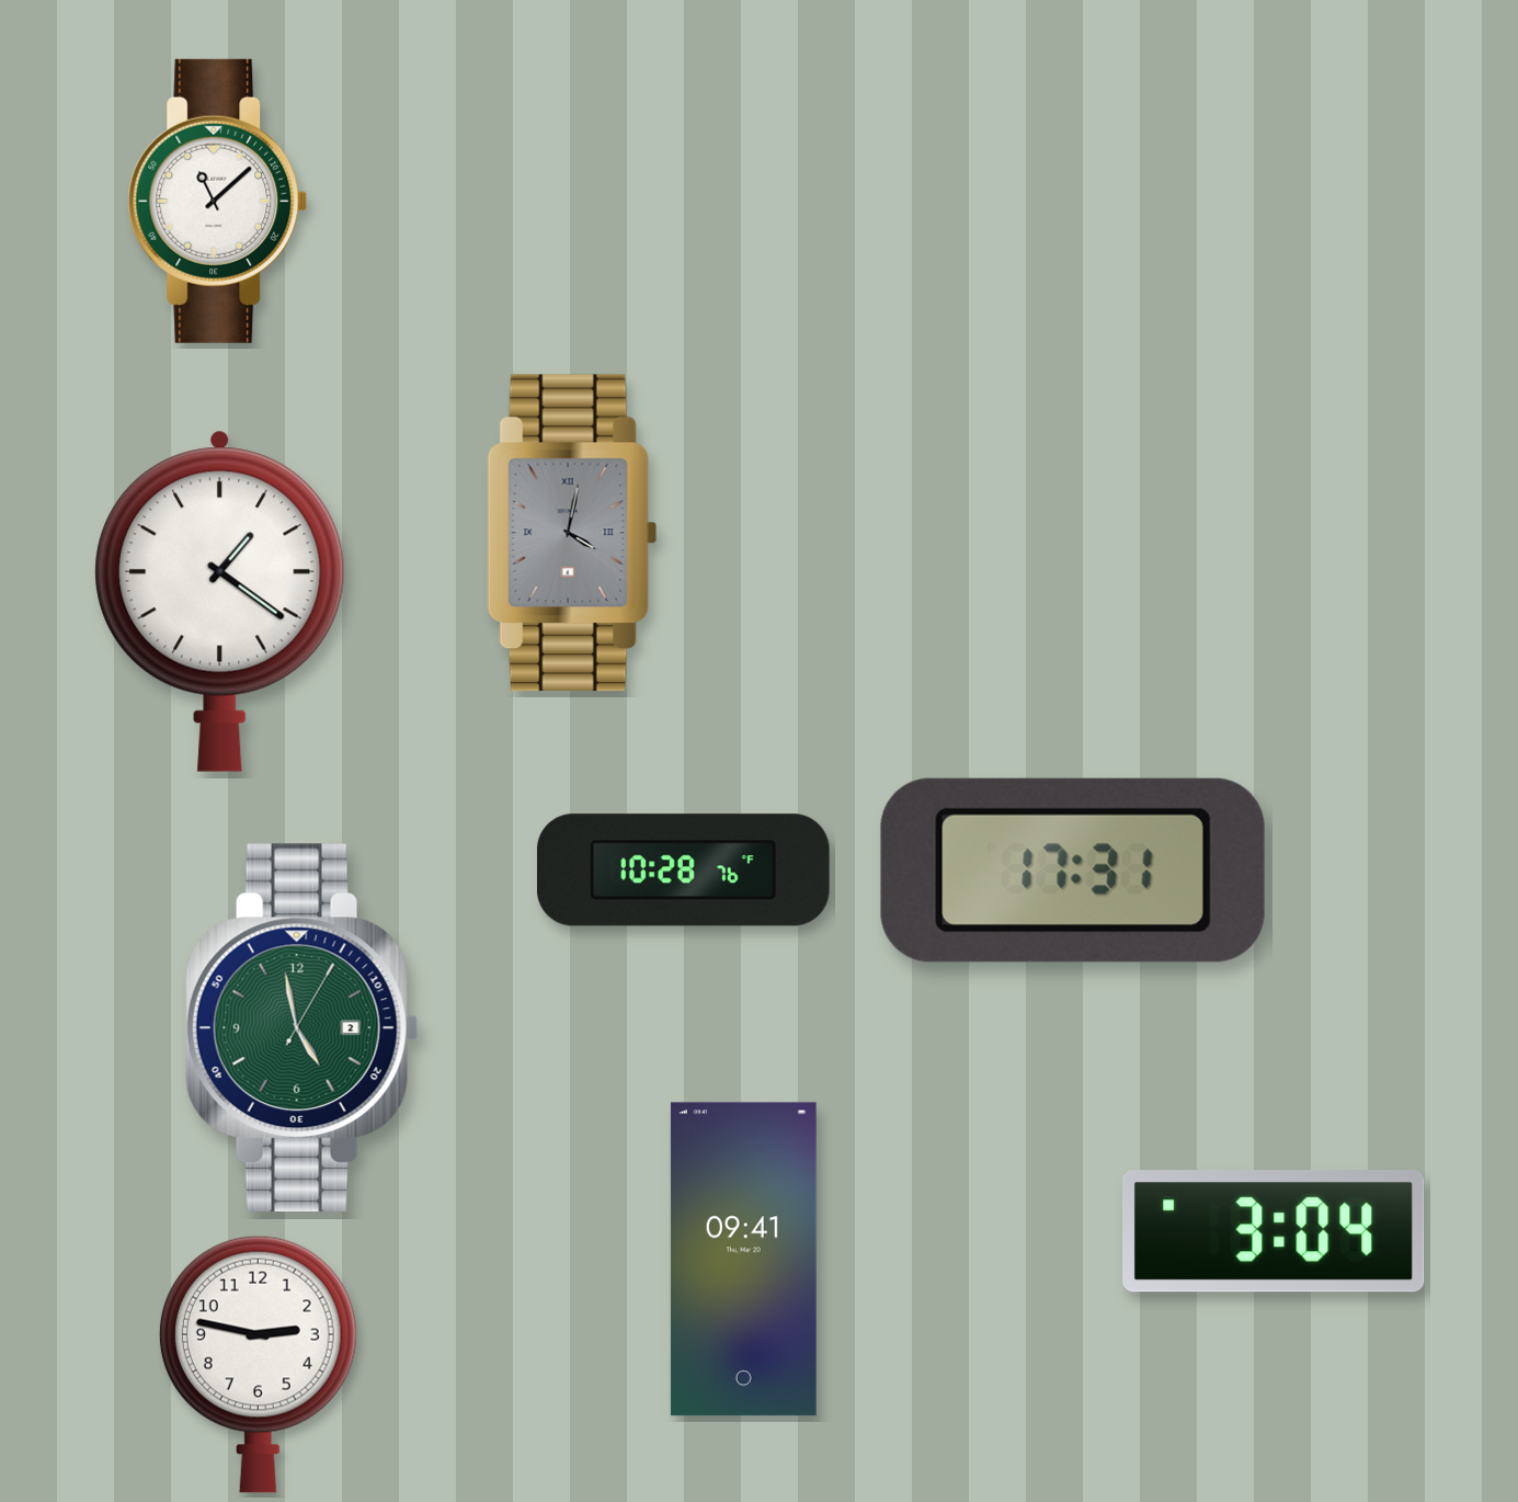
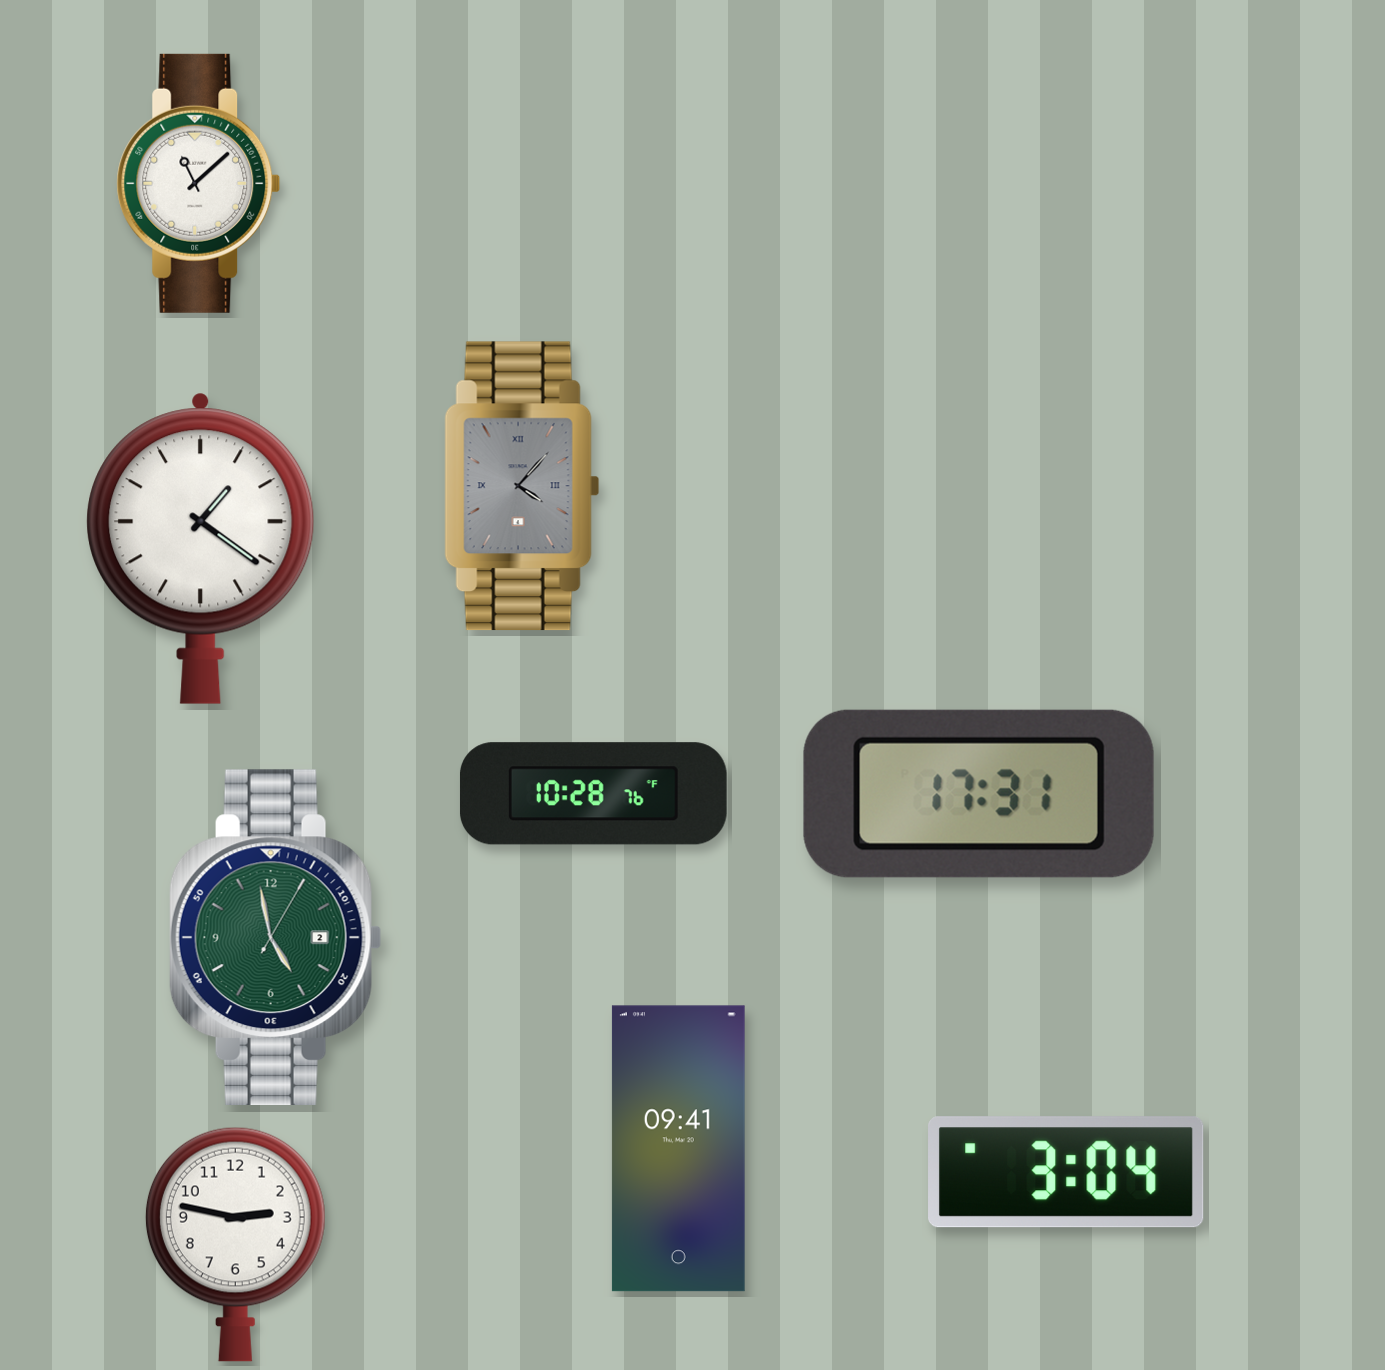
clock at (572, 533): 4:02 -> 4:07
clock at (683, 871) position: (683, 871) -> (593, 794)
clock at (1274, 1231) position: (1274, 1231) -> (1066, 1172)
